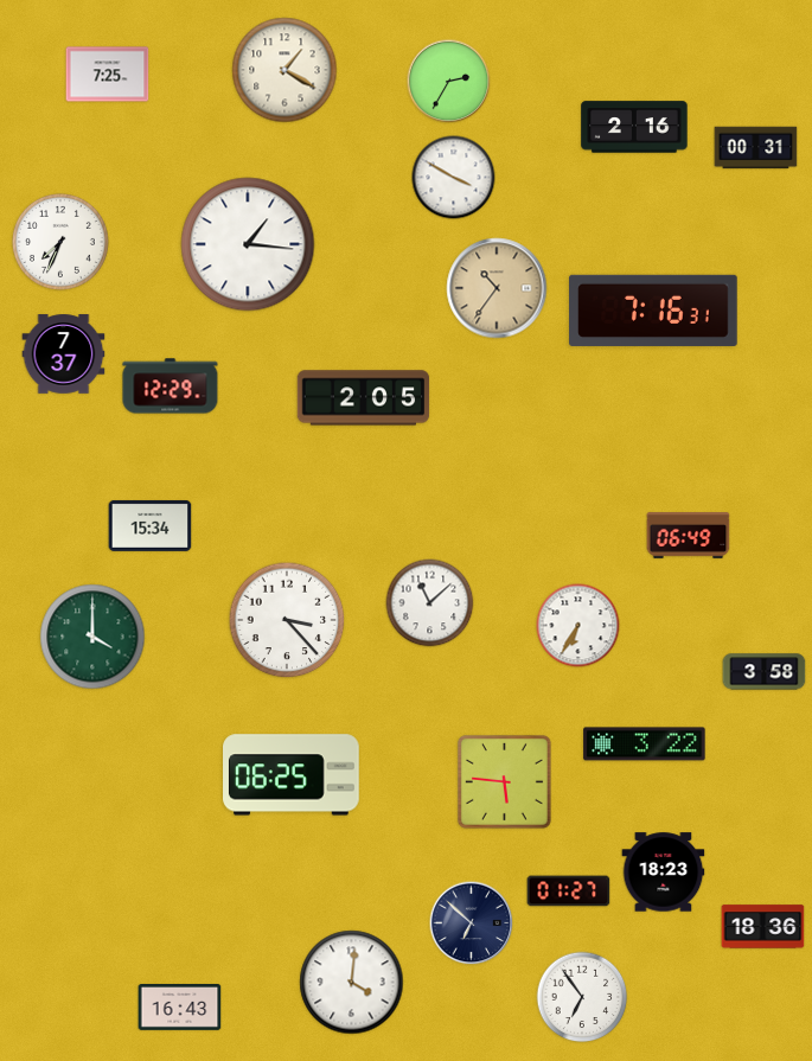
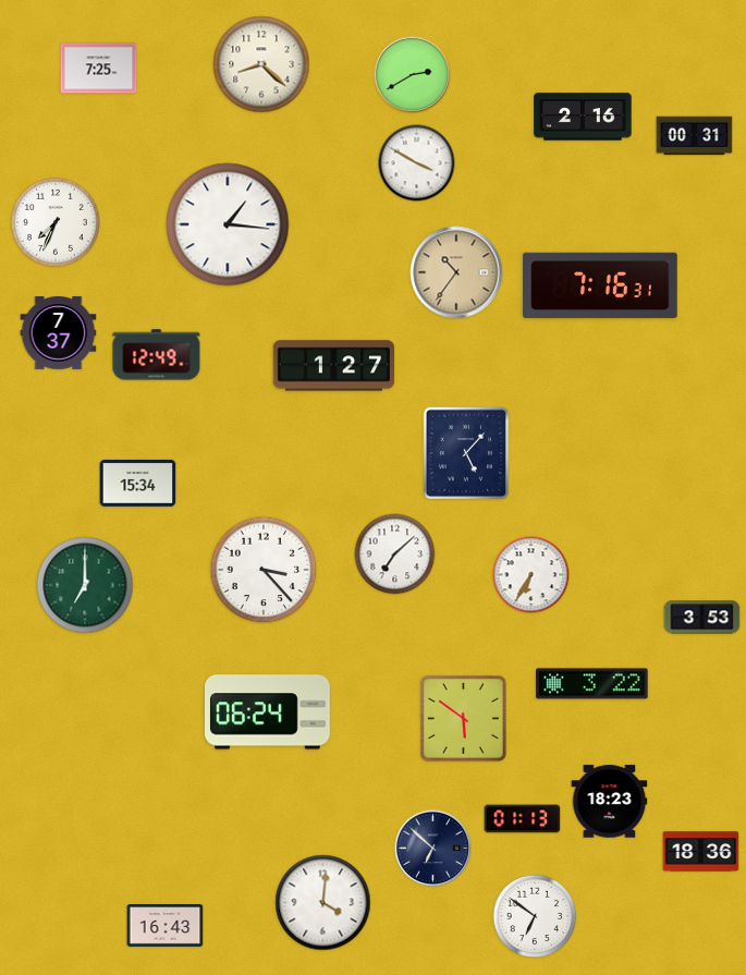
clock at (284, 70): 1:20 -> 8:22
clock at (449, 82): 2:35 -> 2:40
clock at (497, 288) position: (497, 288) -> (456, 272)
clock at (64, 354) position: (64, 354) -> (59, 333)
clock at (171, 386): 12:29 -> 12:49
clock at (364, 398): 2:05 -> 1:27
clock at (465, 452): none -> 5:07
clock at (689, 536): 06:49 -> none
clock at (430, 603): 11:08 -> 7:08
clock at (92, 637): 4:00 -> 7:00
clock at (765, 672): 3:58 -> 3:53
clock at (292, 775): 06:25 -> 06:24
clock at (504, 781): 5:46 -> 5:51
clock at (569, 891): 01:27 -> 01:13
clock at (582, 997): 6:54 -> 6:51
